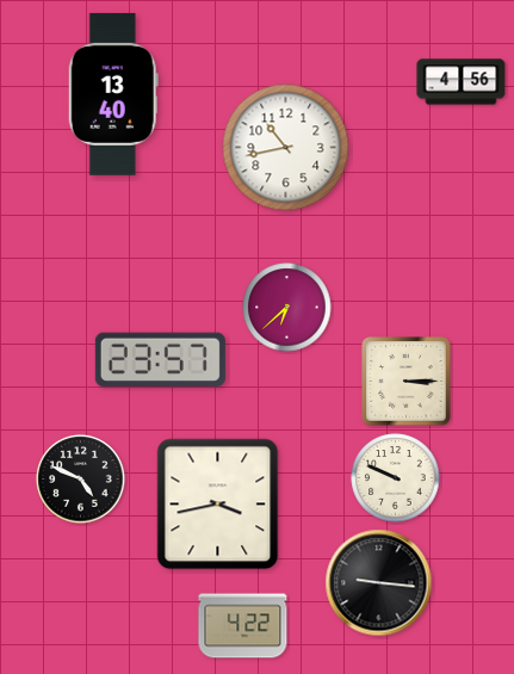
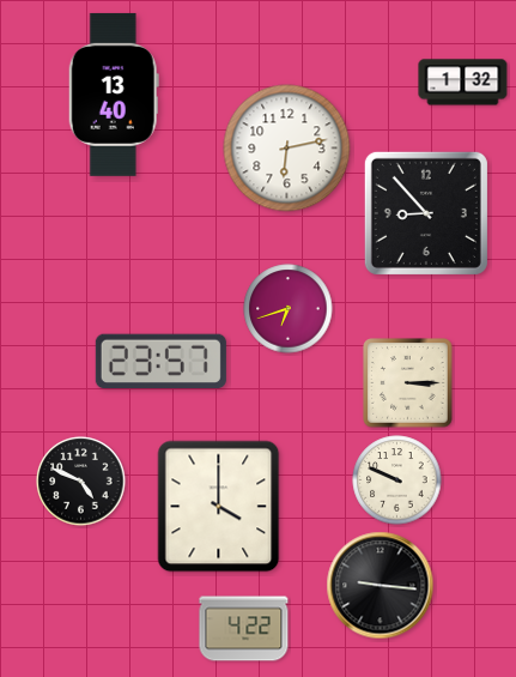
clock at (462, 82): 4:56 -> 1:32
clock at (286, 148): 10:43 -> 6:13
clock at (426, 213): none -> 8:53
clock at (287, 308): 6:38 -> 6:42
clock at (218, 505): 3:43 -> 4:00
